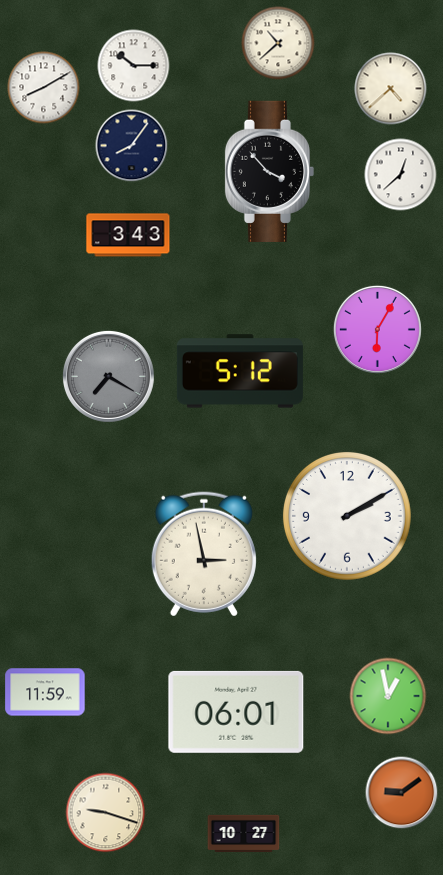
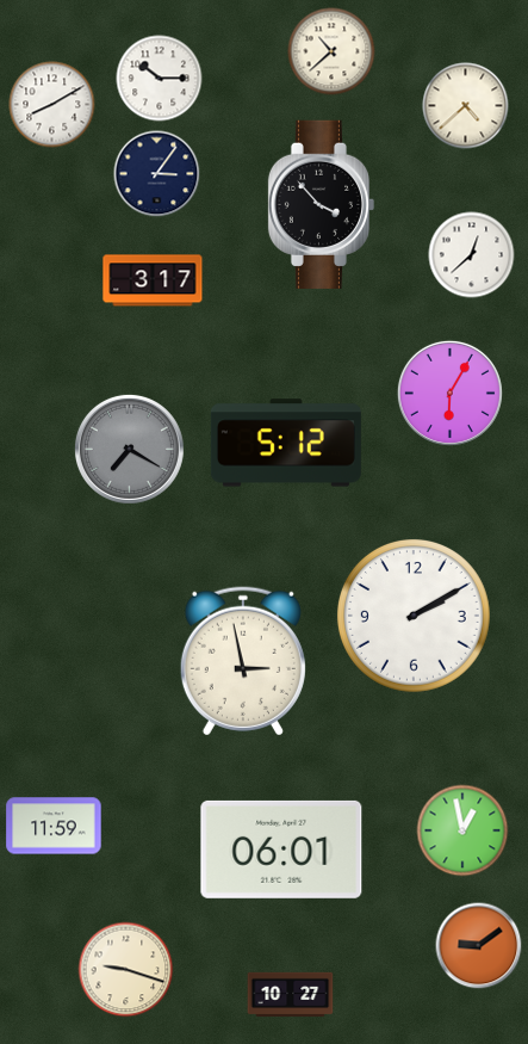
clock at (132, 146): 8:06 -> 3:06
clock at (401, 175) position: (401, 175) -> (472, 255)
clock at (128, 235): 3:43 -> 3:17
